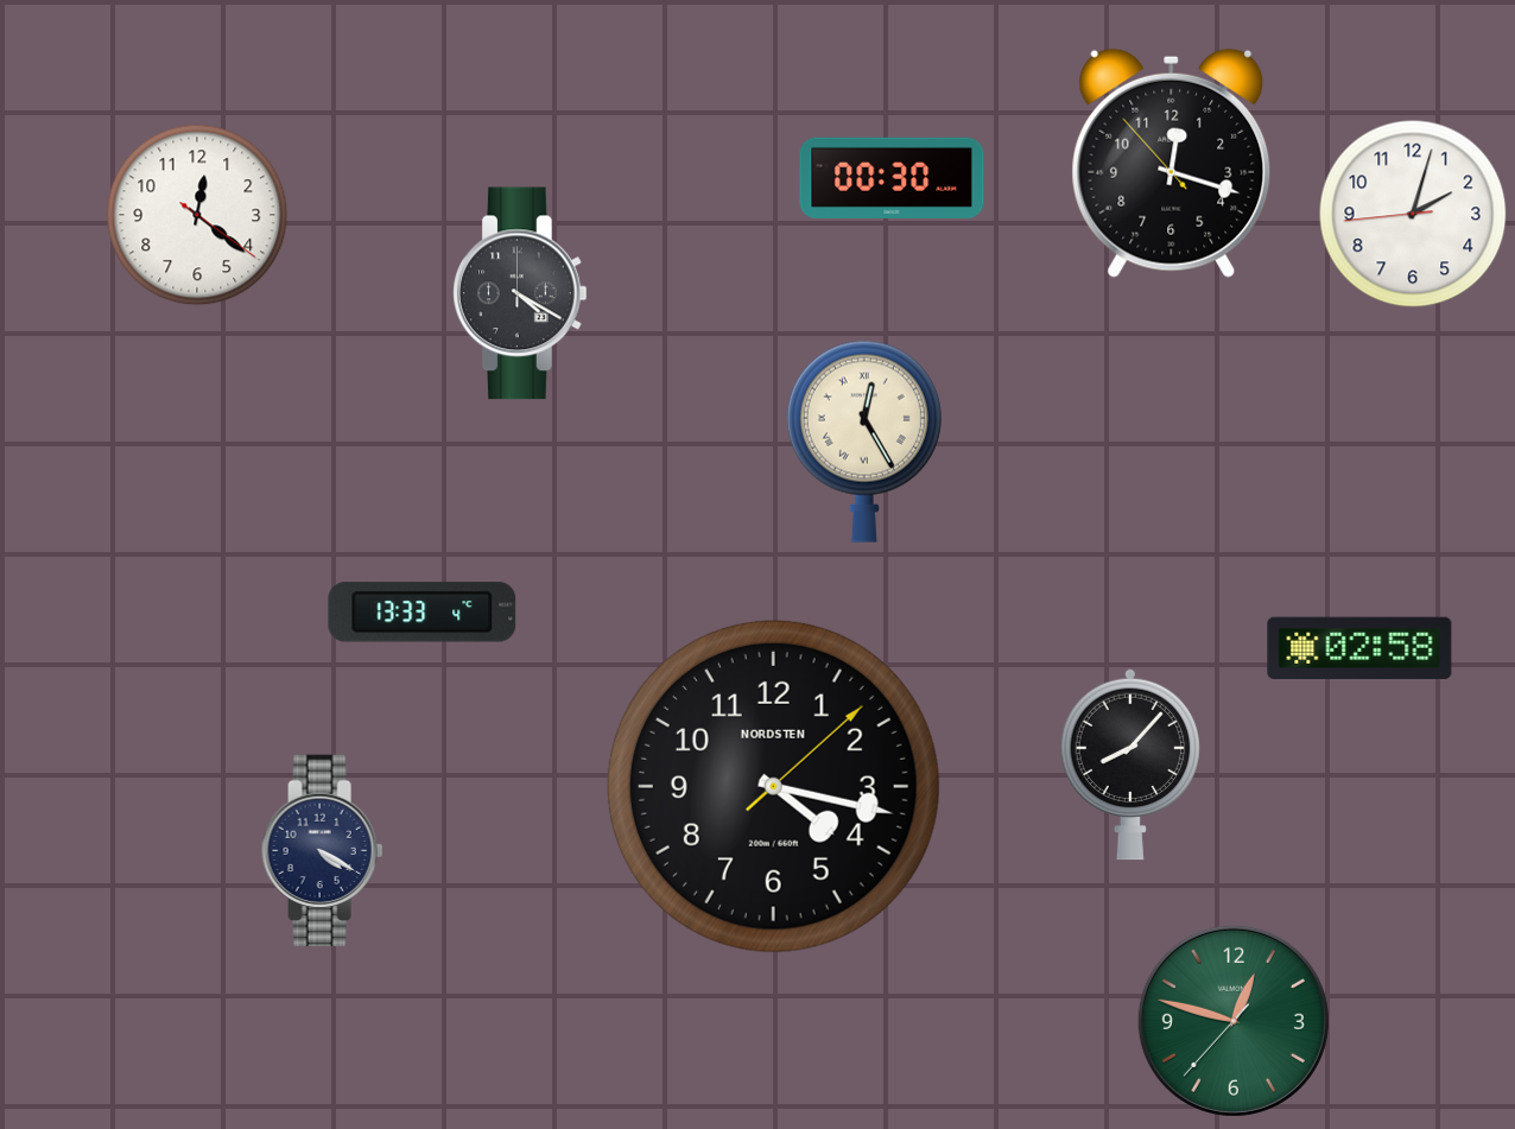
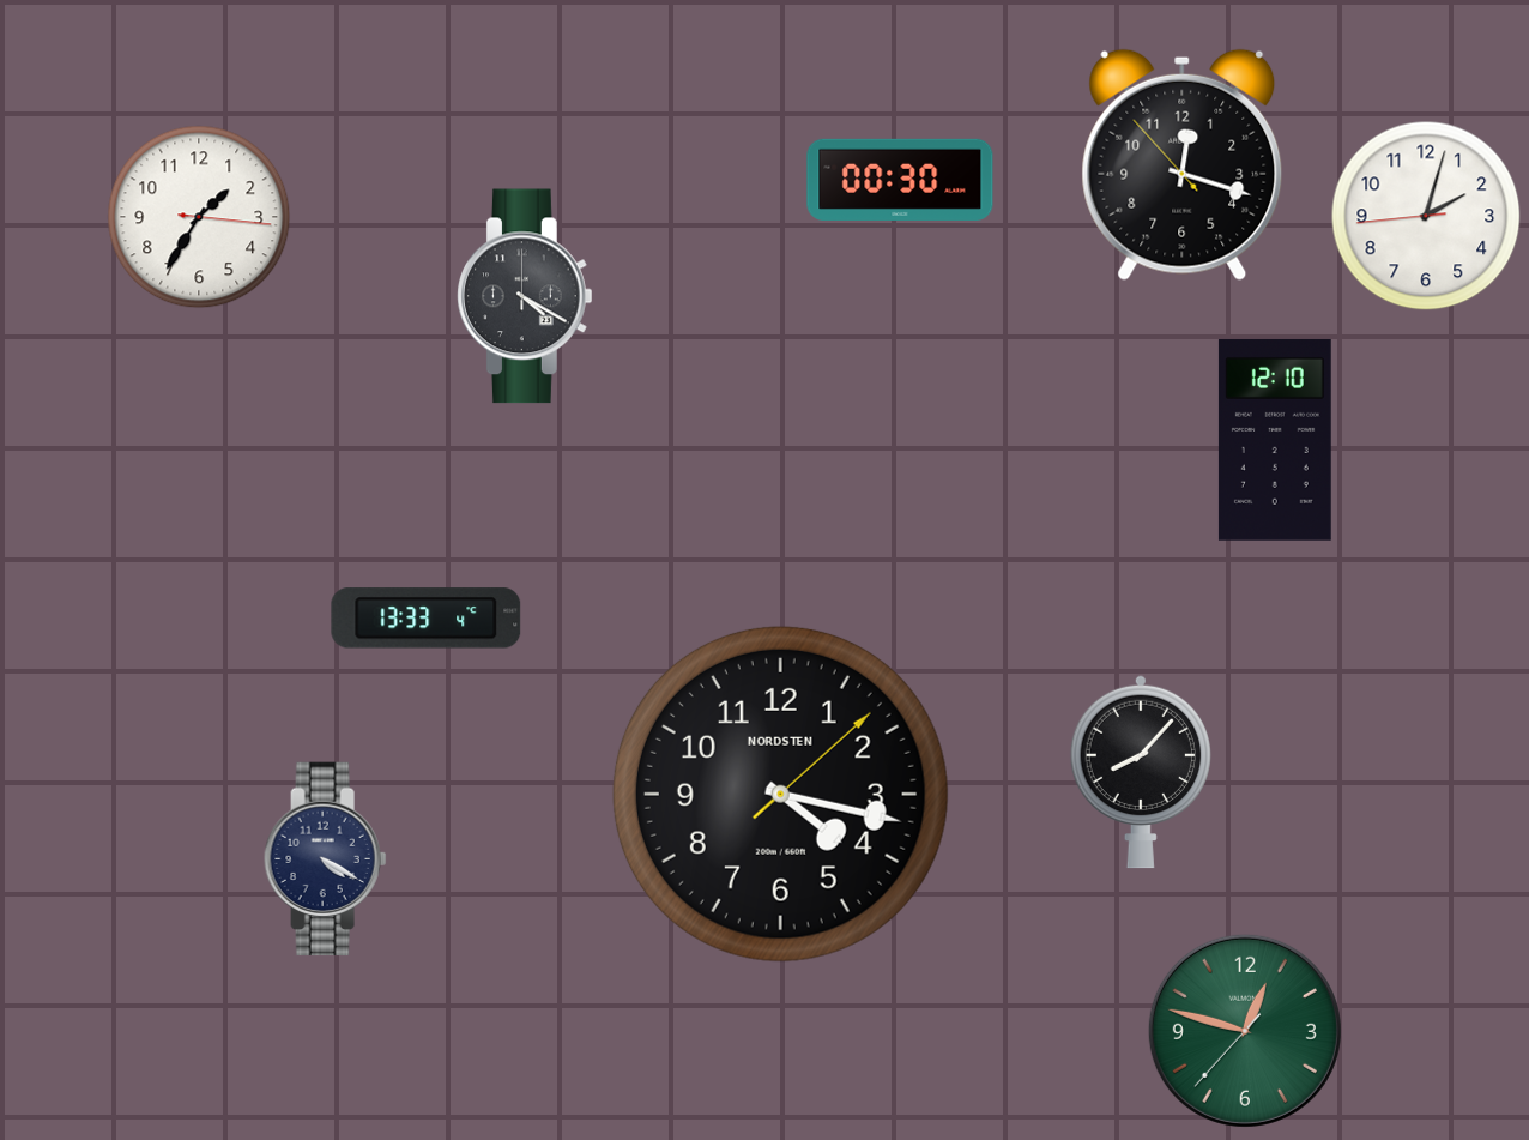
clock at (197, 215): 12:21 -> 1:35
clock at (1275, 440): none -> 12:10
clock at (864, 442): 12:25 -> none
clock at (1359, 648): 02:58 -> none
